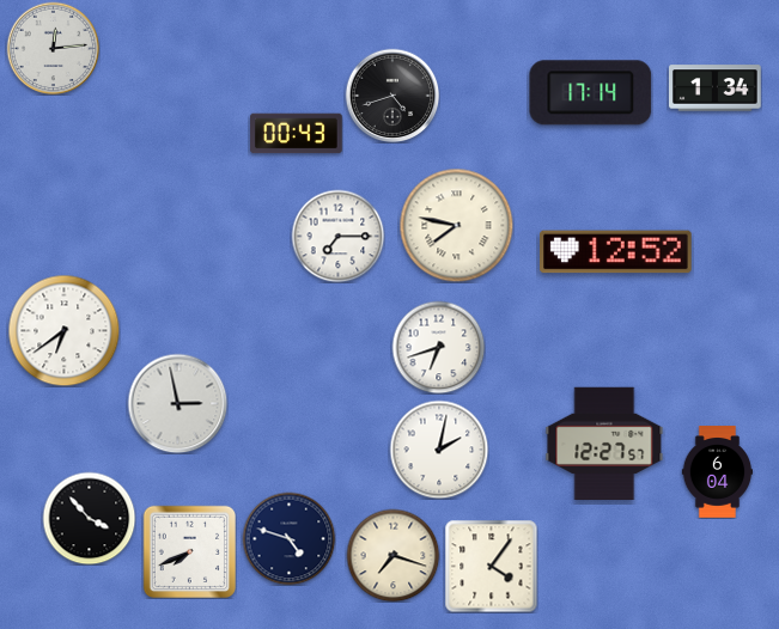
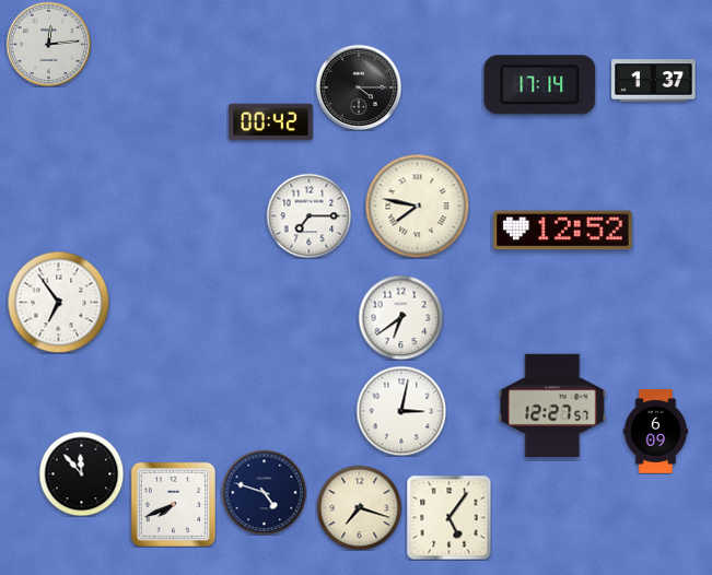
clock at (716, 88): 1:34 -> 1:37
clock at (392, 96): 4:42 -> 4:15
clock at (297, 134): 00:43 -> 00:42
clock at (63, 330): 6:39 -> 6:54
clock at (438, 347): 6:42 -> 6:39
clock at (177, 403): 2:58 -> none
clock at (439, 450): 2:02 -> 3:02
clock at (718, 472): 6:04 -> 6:09
clock at (89, 518): 3:53 -> 11:53
clock at (491, 566): 4:06 -> 5:06
